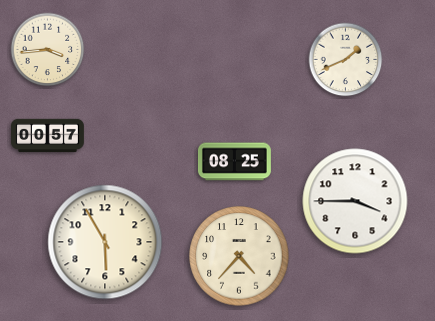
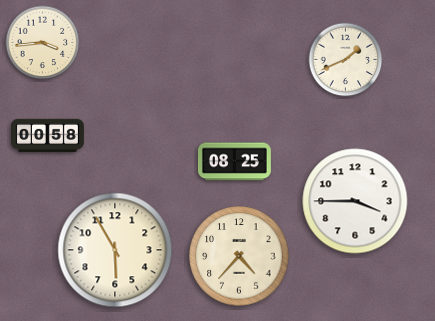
clock at (48, 50) position: (48, 50) -> (43, 43)
clock at (48, 136): 00:57 -> 00:58
clock at (105, 242) position: (105, 242) -> (115, 250)
